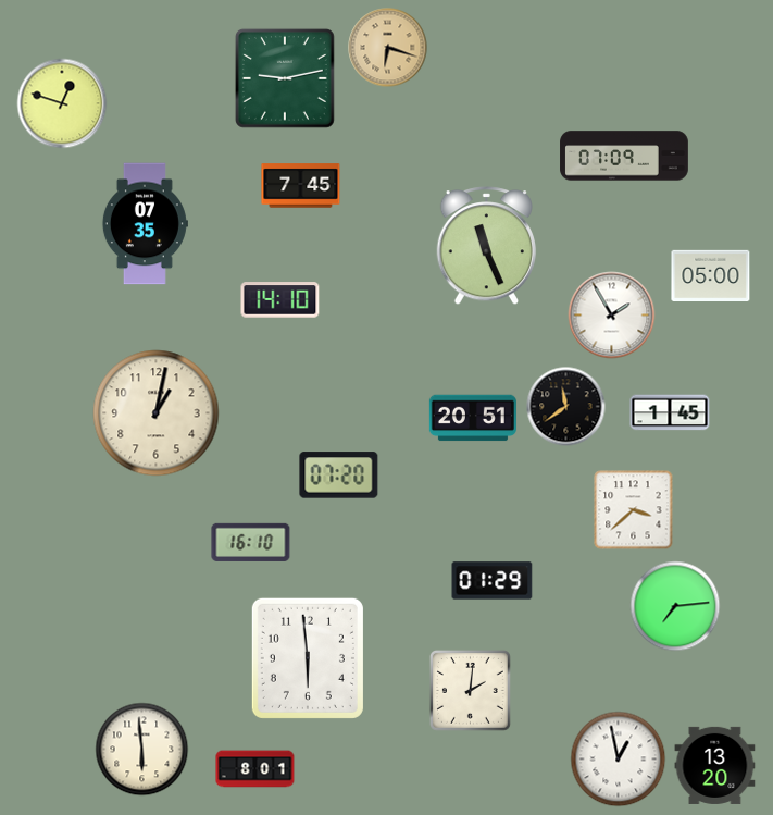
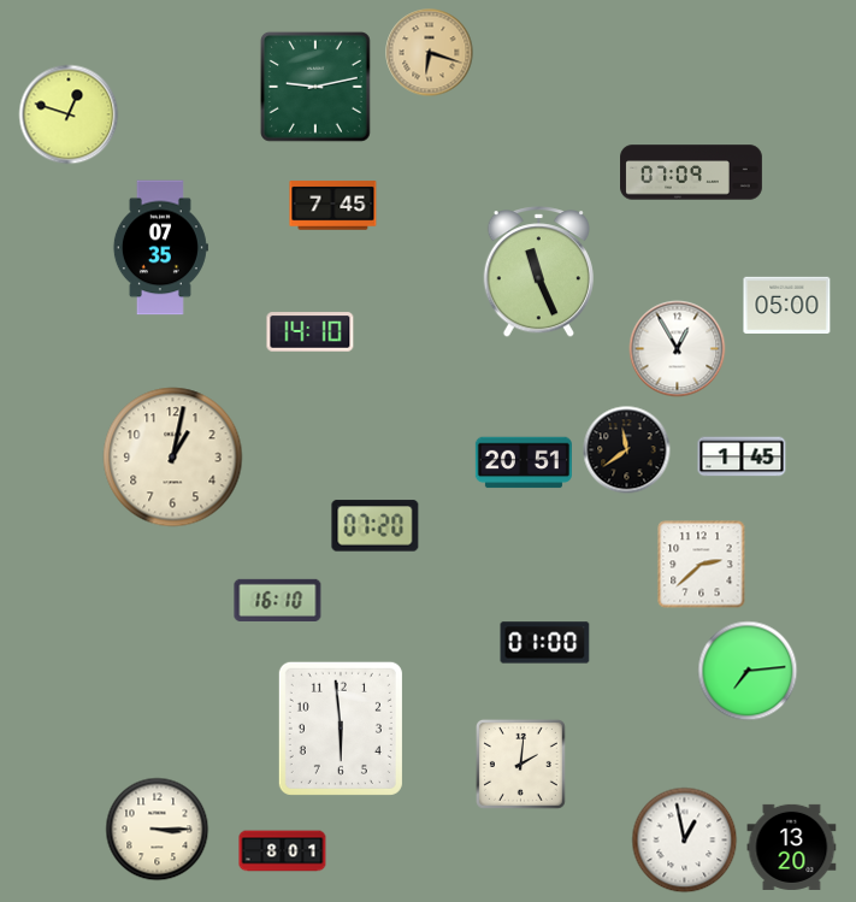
clock at (612, 316): 1:55 -> 12:55
clock at (634, 510): 3:38 -> 2:38
clock at (493, 581): 01:29 -> 01:00
clock at (142, 750): 5:59 -> 3:15
